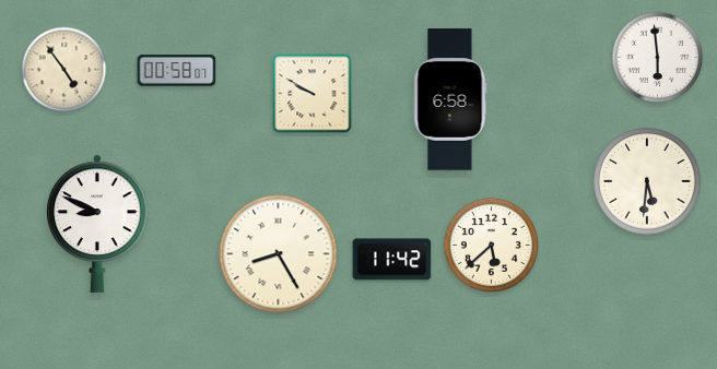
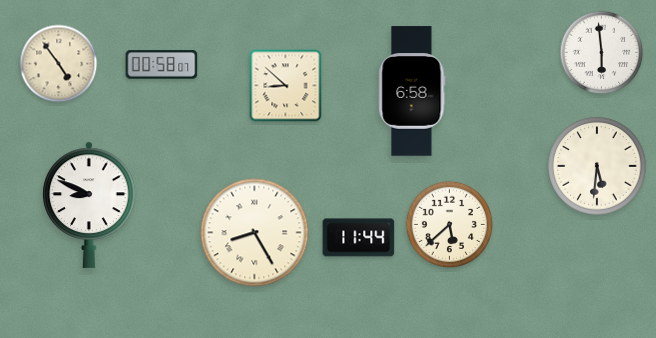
clock at (313, 94): 9:50 -> 8:52
clock at (647, 181) position: (647, 181) -> (597, 166)
clock at (392, 260): 11:42 -> 11:44
